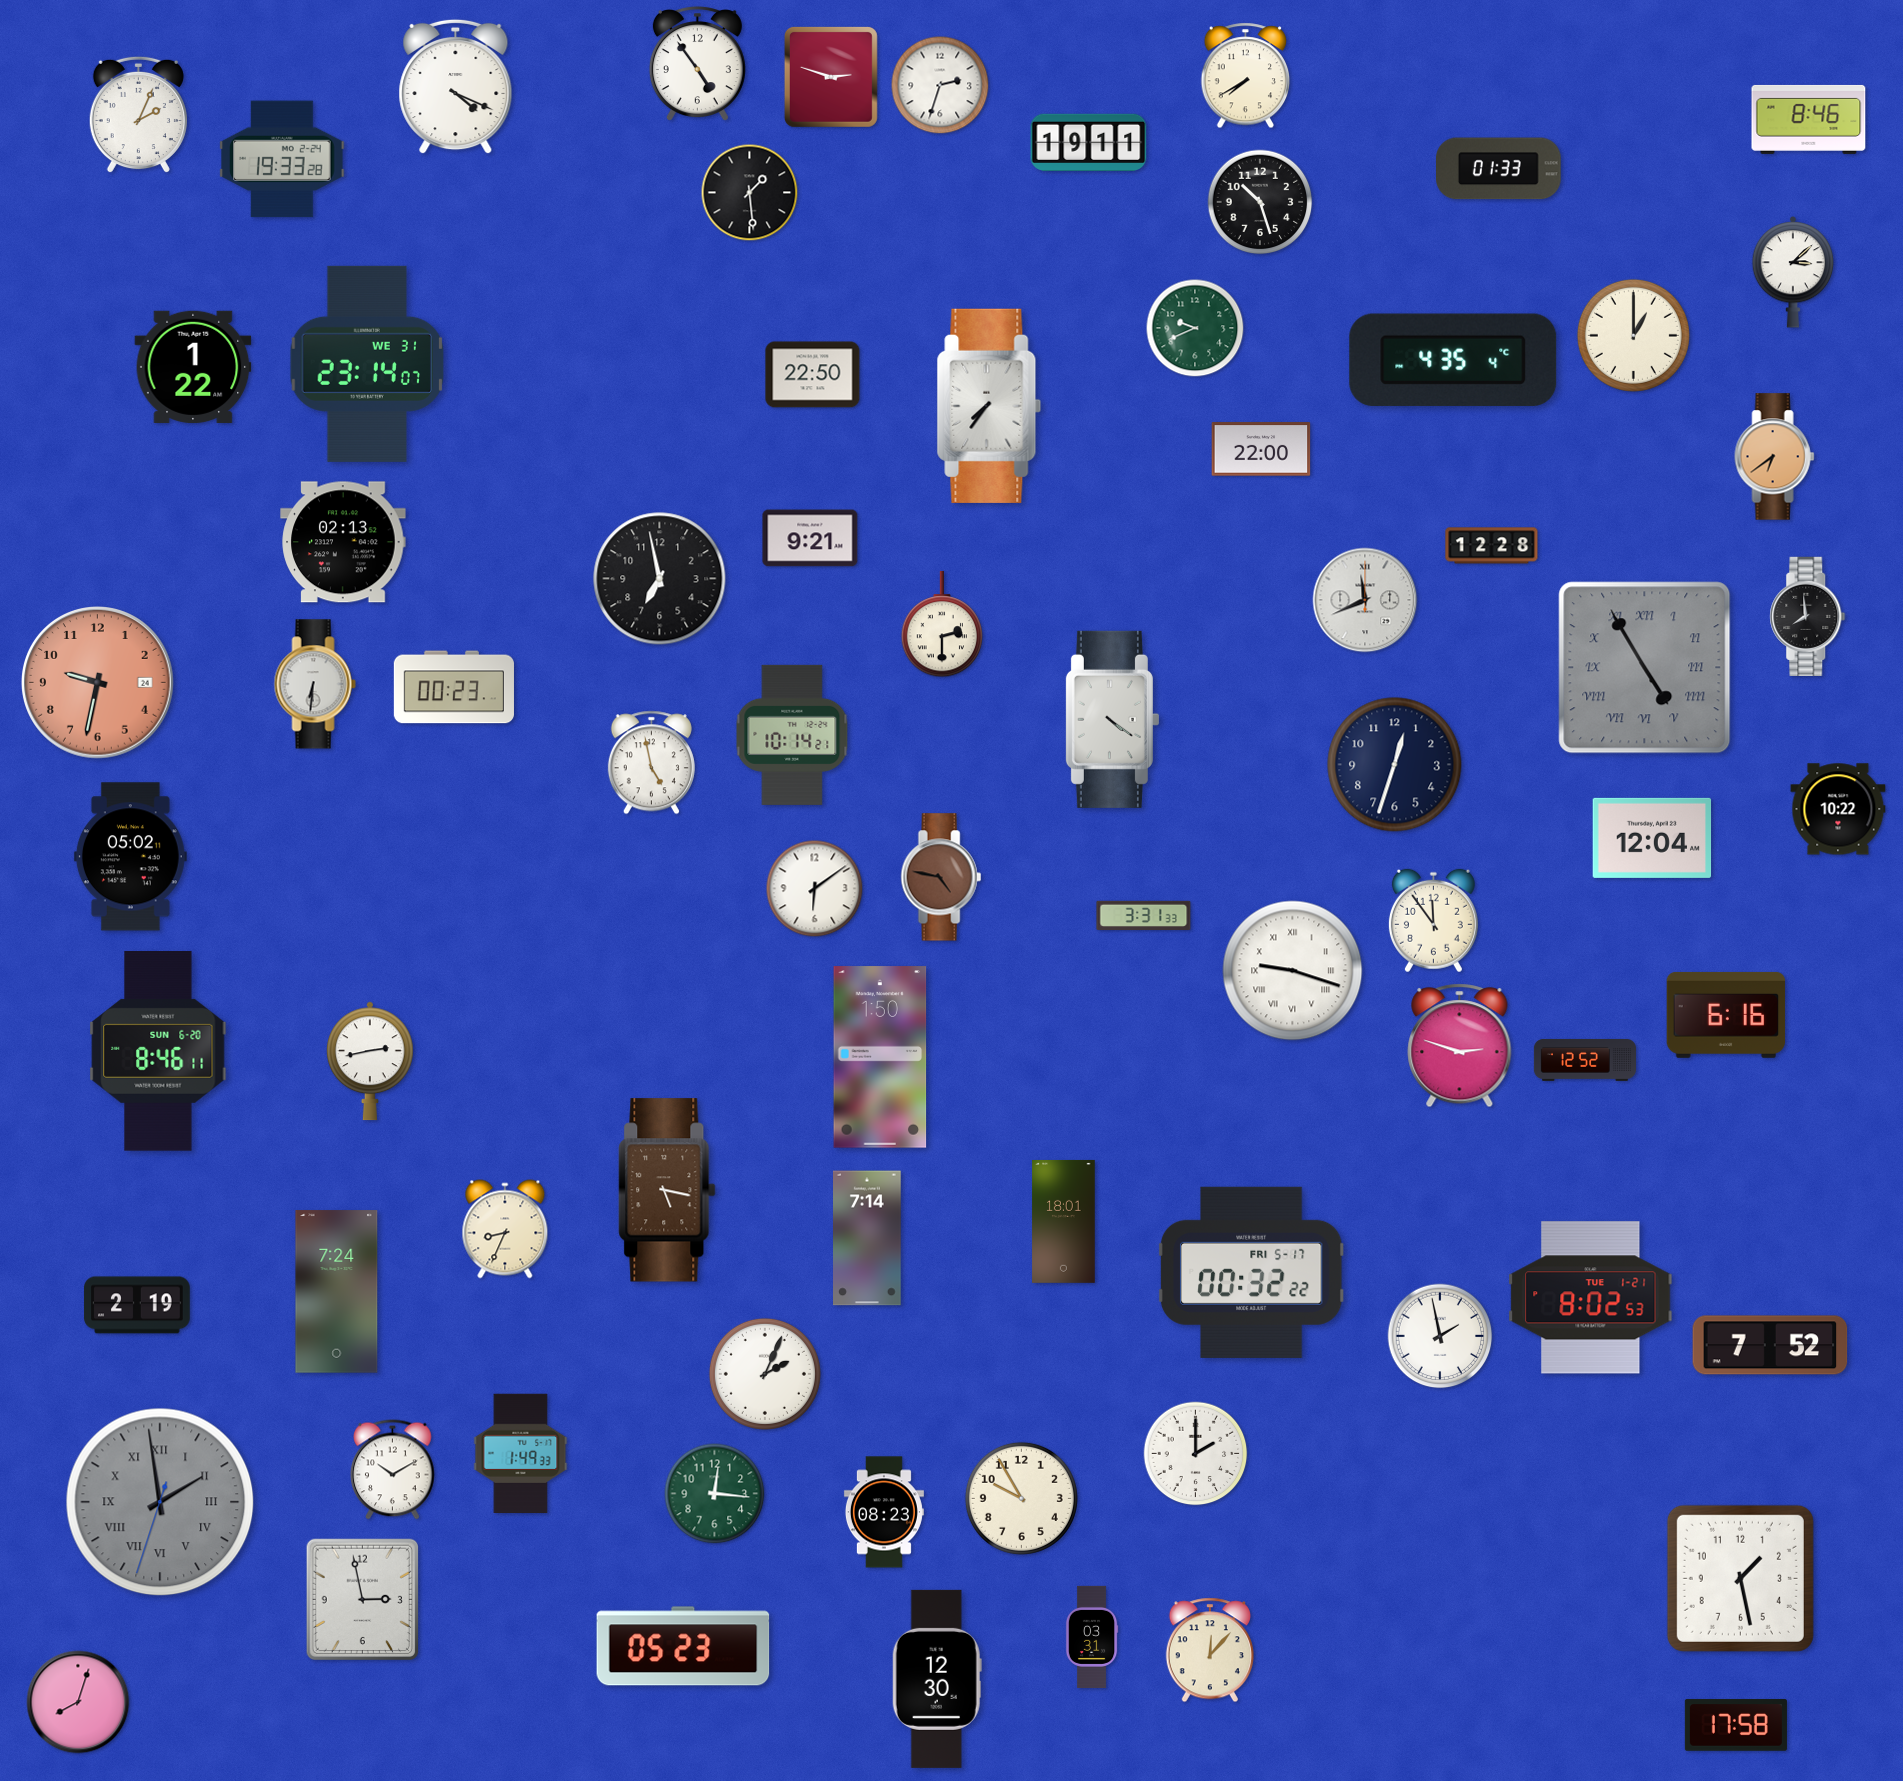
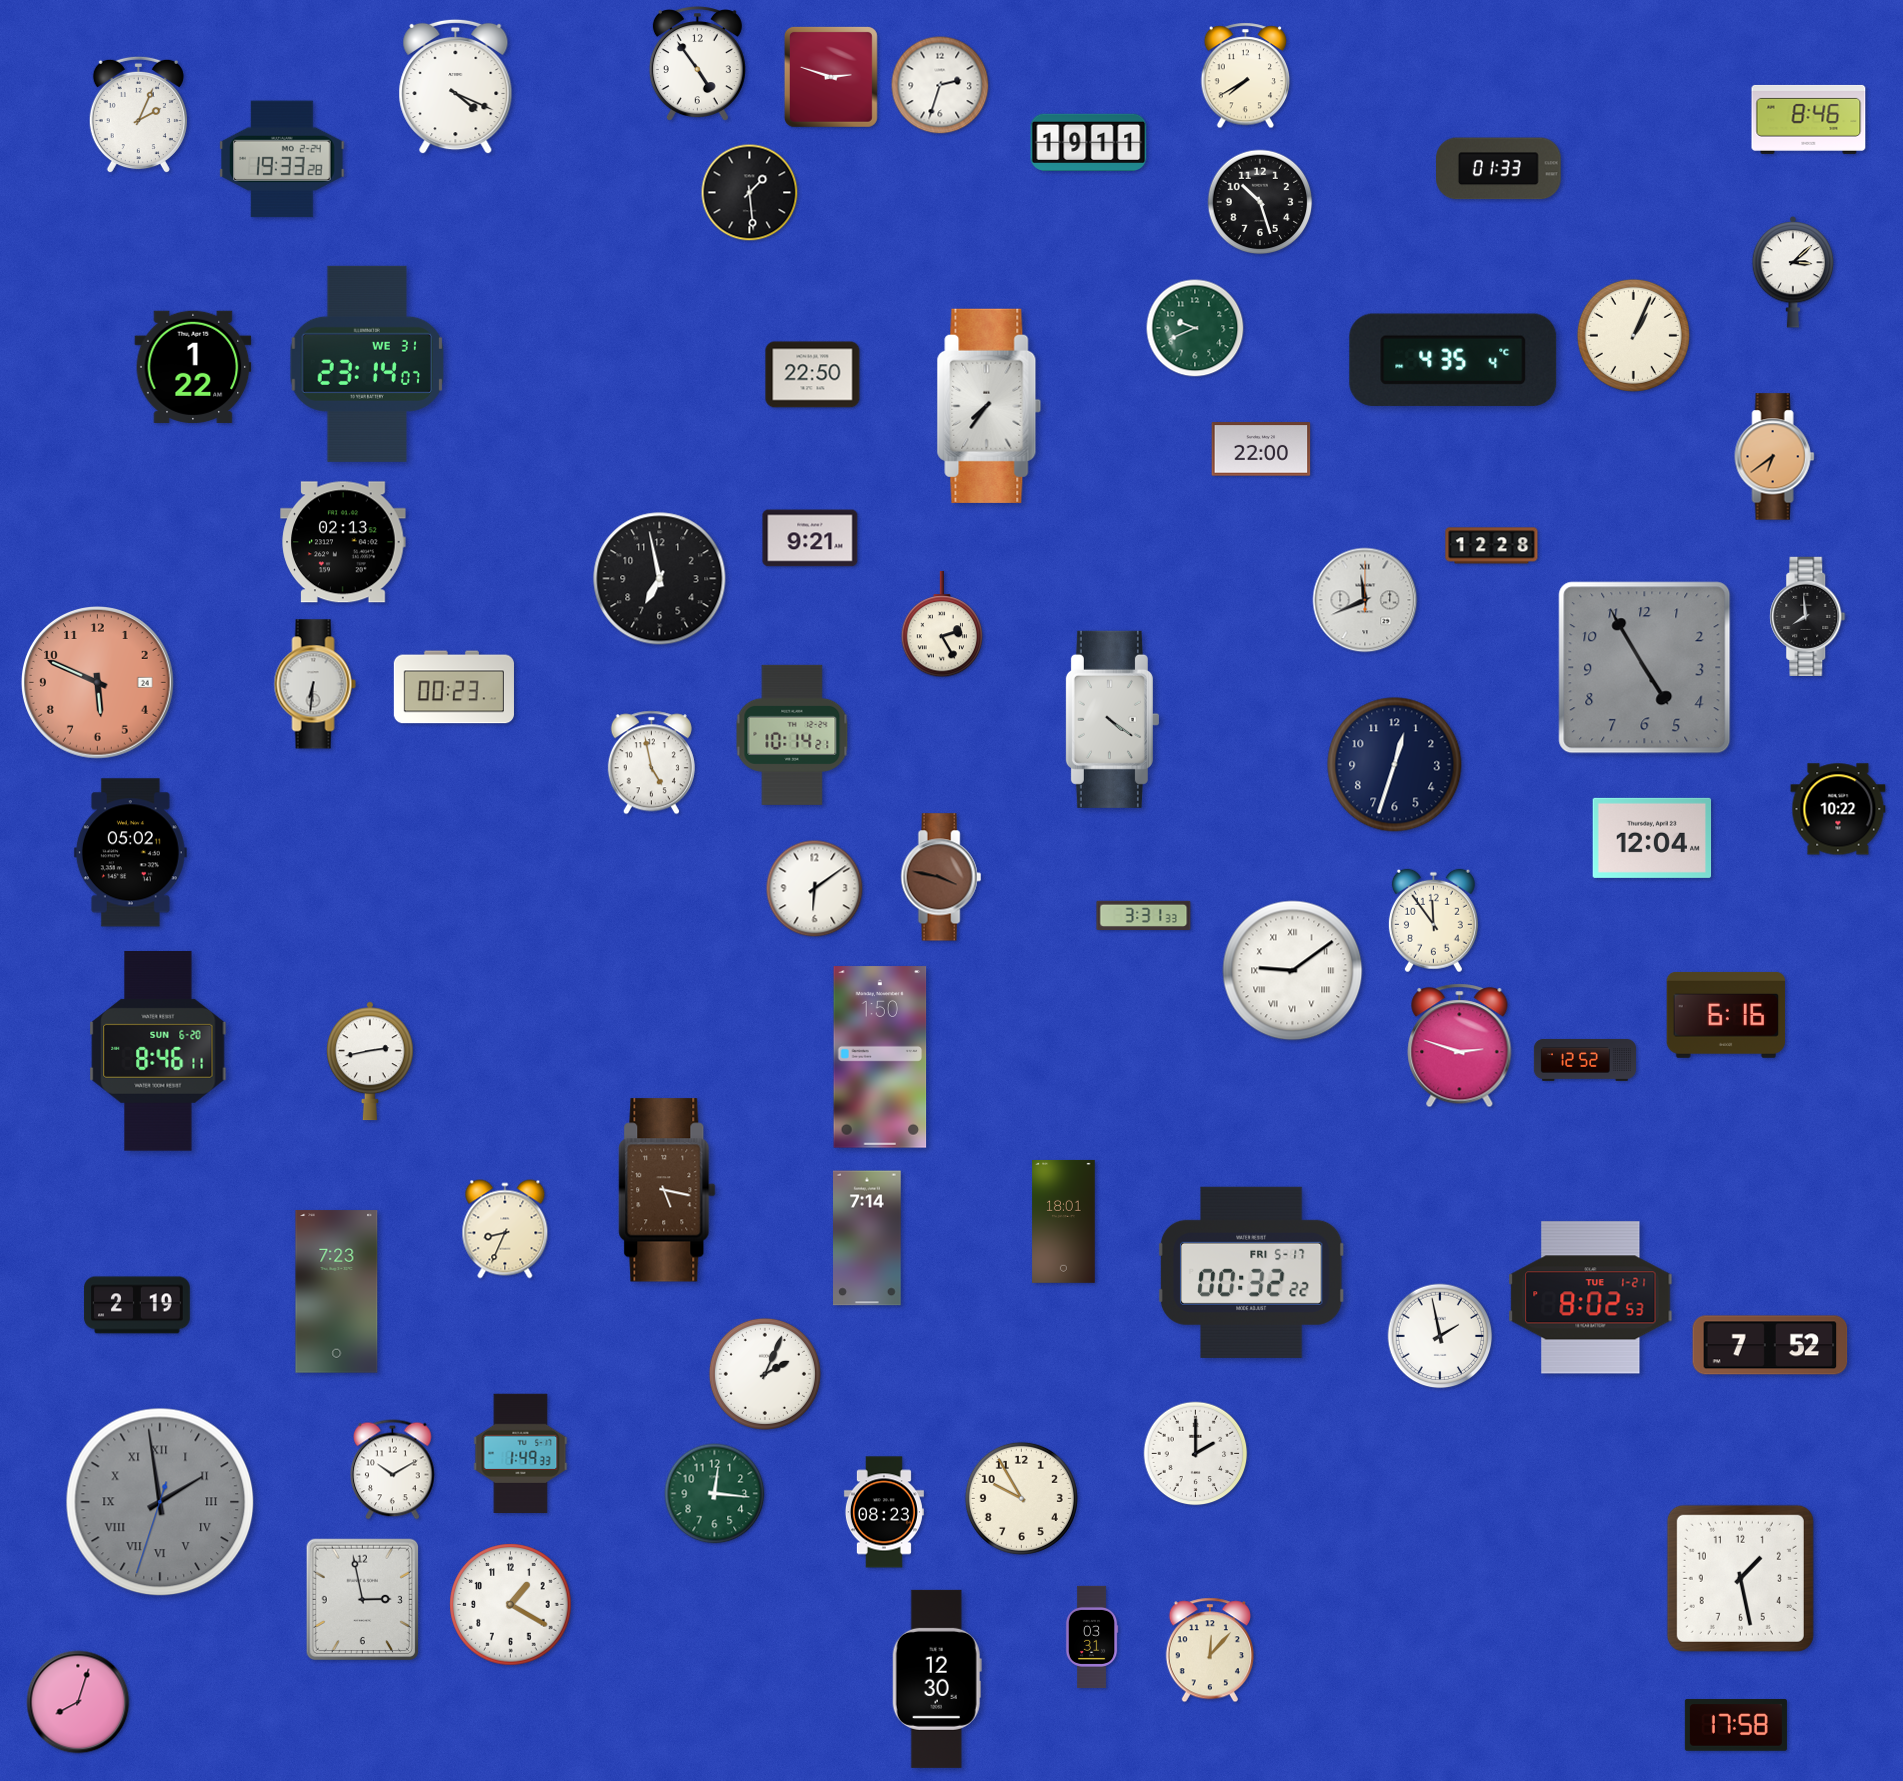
clock at (1633, 335): 1:00 -> 1:04
clock at (941, 625): 2:30 -> 2:25
clock at (1645, 668) numerals: Roman -> Arabic
clock at (98, 683): 9:32 -> 5:49
clock at (130, 857) position: (130, 857) -> (130, 853)
clock at (941, 877): 4:47 -> 3:47
clock at (1293, 971): 9:18 -> 9:09
clock at (337, 1292): 7:24 -> 7:23
clock at (511, 1605): none -> 1:20
clock at (683, 1646): 05:23 -> none
